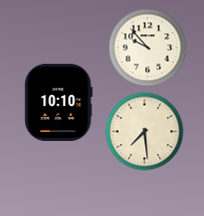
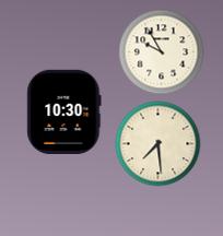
clock at (147, 47): 9:53 -> 9:55
clock at (59, 102): 10:10 -> 10:30
